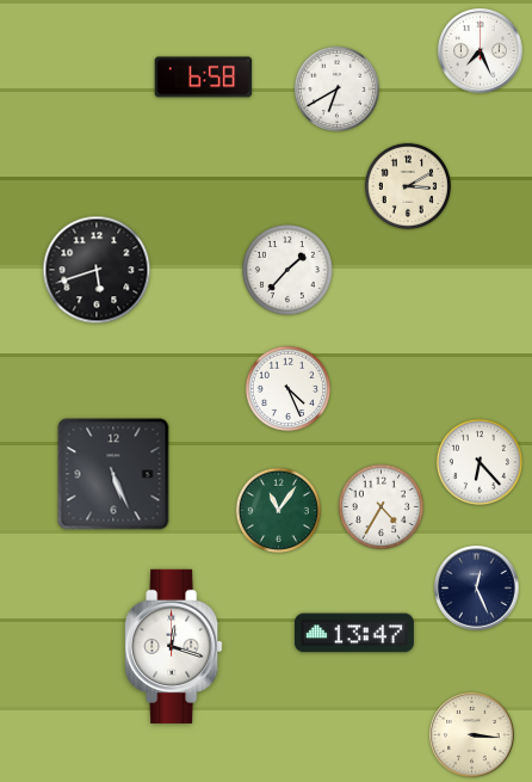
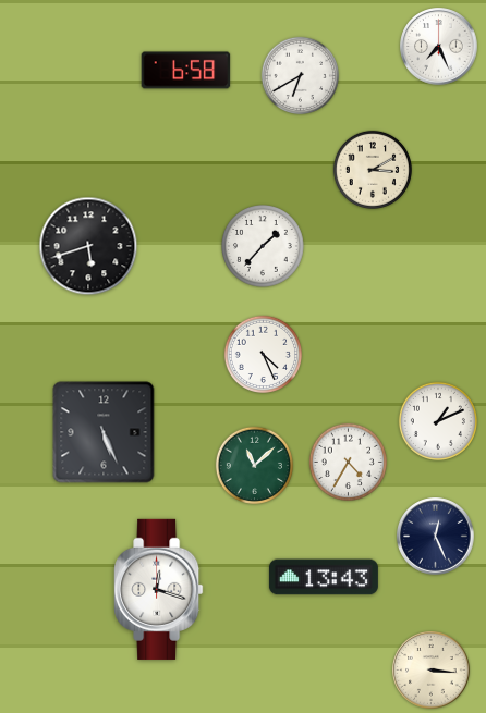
clock at (336, 88) position: (336, 88) -> (300, 75)
clock at (480, 462): 6:23 -> 1:11
clock at (278, 510): 11:06 -> 11:08
clock at (354, 633): 13:47 -> 13:43
